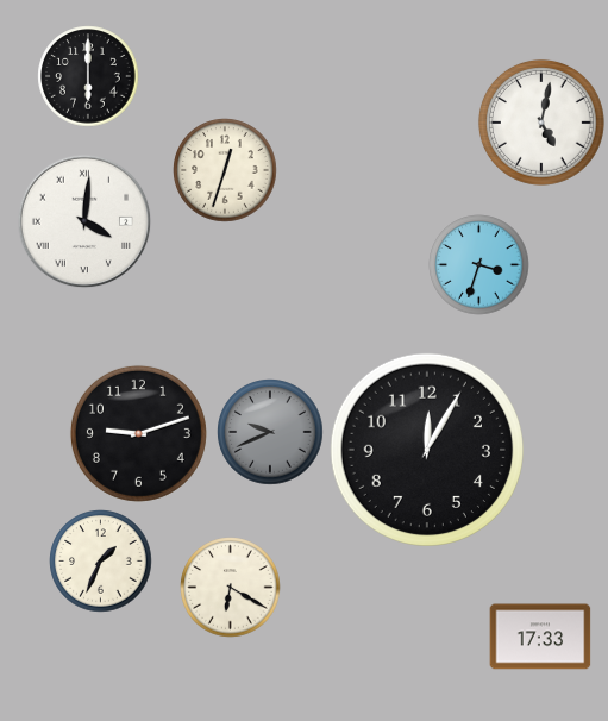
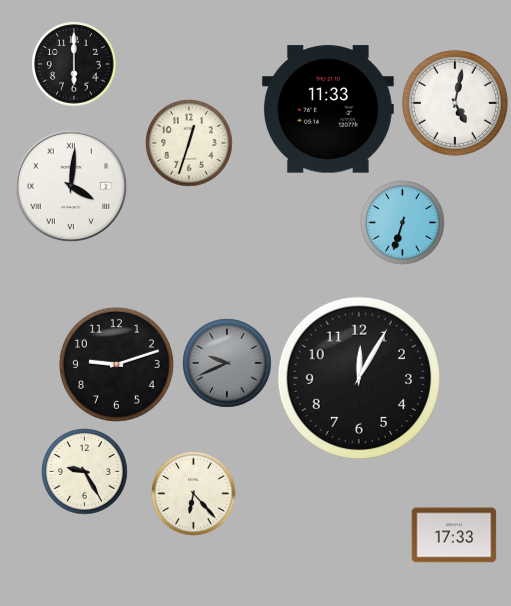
clock at (328, 109): none -> 11:33
clock at (479, 265): 3:33 -> 6:33
clock at (101, 562): 1:34 -> 9:25
clock at (231, 588): 6:20 -> 6:23
